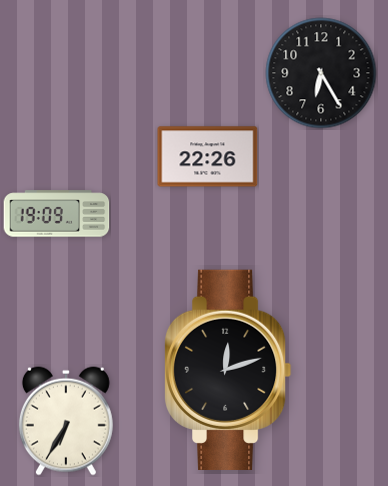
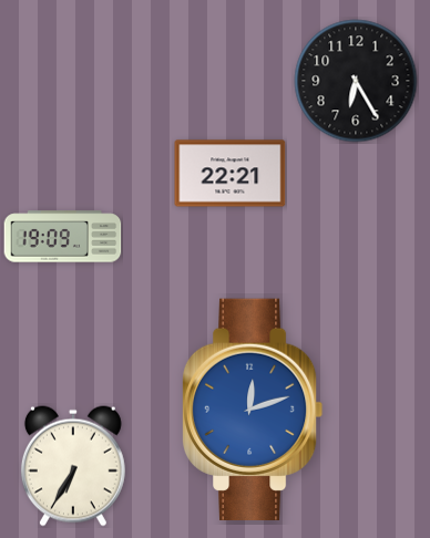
clock at (208, 157): 22:26 -> 22:21
clock at (228, 370) dial: black -> blue
